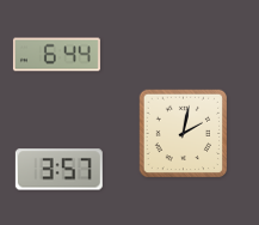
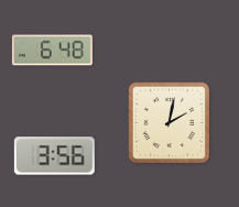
clock at (56, 55): 6:44 -> 6:48
clock at (58, 170): 3:57 -> 3:56
